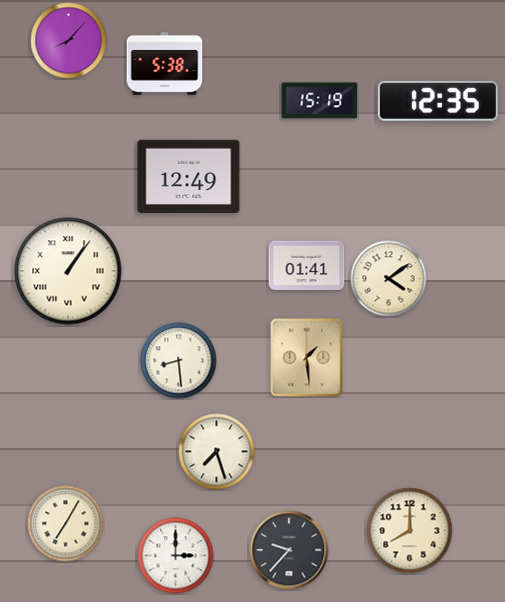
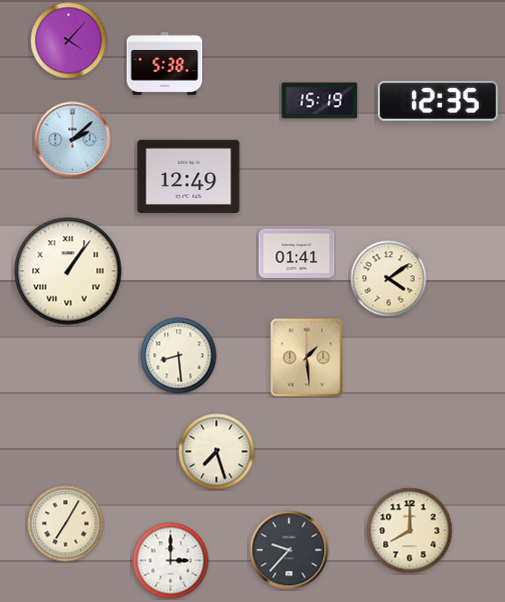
clock at (69, 41): 8:07 -> 4:07
clock at (73, 140): none -> 2:08
clock at (307, 265) position: (307, 265) -> (297, 253)
clock at (179, 361) position: (179, 361) -> (179, 356)
clock at (176, 556) position: (176, 556) -> (171, 561)
